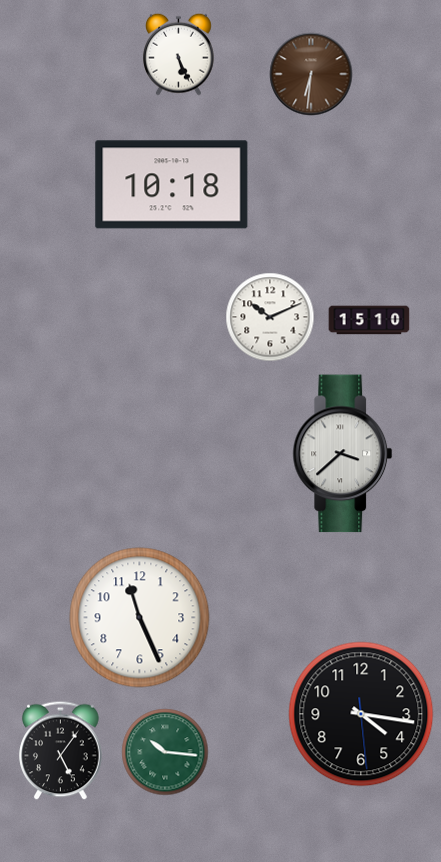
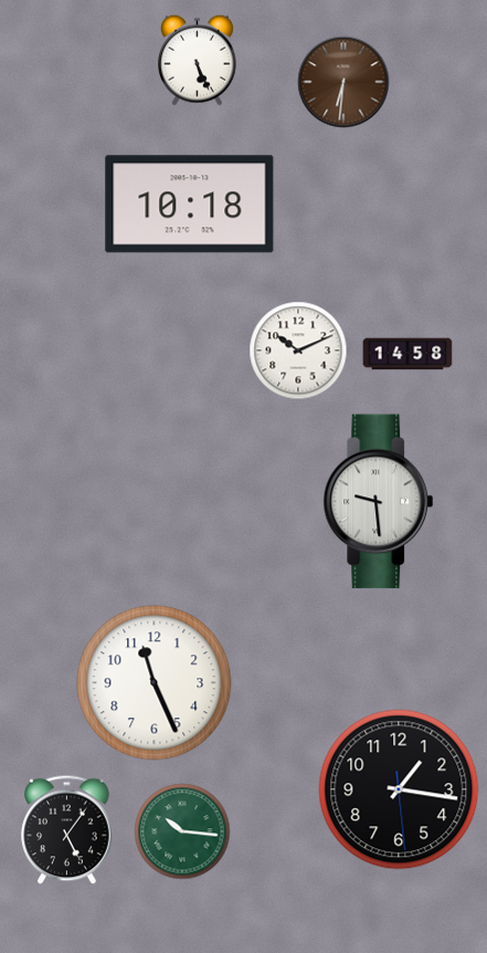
clock at (369, 320): 15:10 -> 14:58
clock at (343, 454): 3:38 -> 9:29
clock at (361, 714): 4:16 -> 1:16
